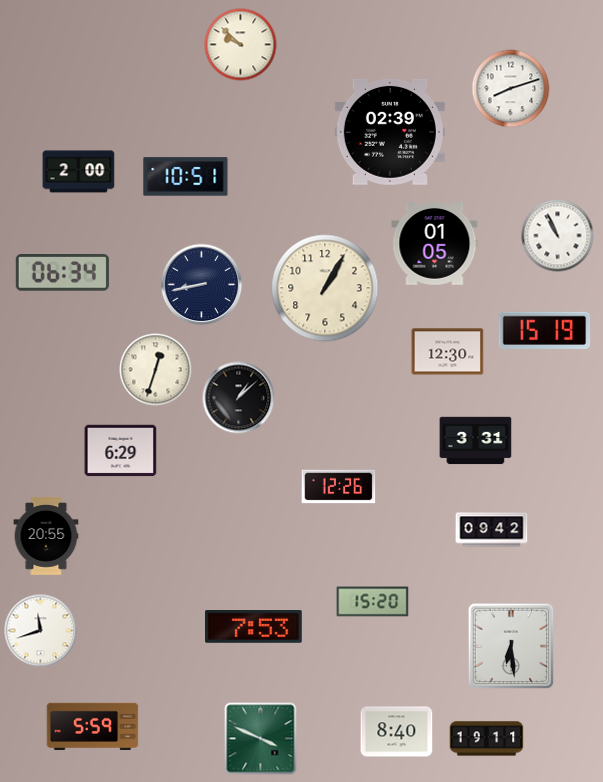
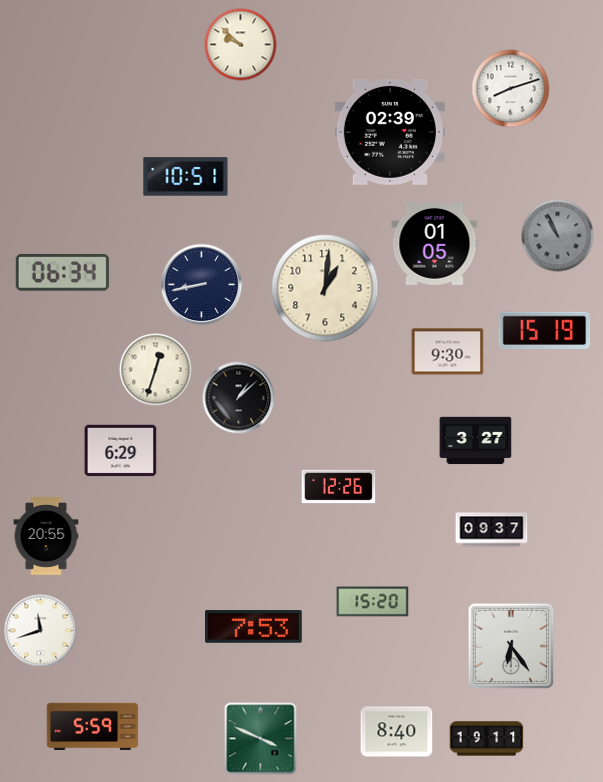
clock at (79, 172): 2:00 -> none
clock at (558, 236) dial: white -> grey
clock at (325, 288): 1:05 -> 1:01
clock at (448, 352): 12:30 -> 9:30
clock at (476, 441): 3:31 -> 3:27
clock at (492, 530): 09:42 -> 09:37
clock at (511, 646): 6:29 -> 6:24
